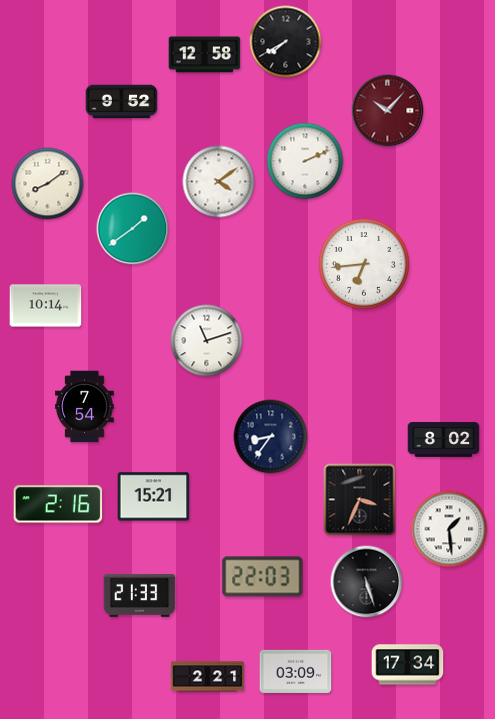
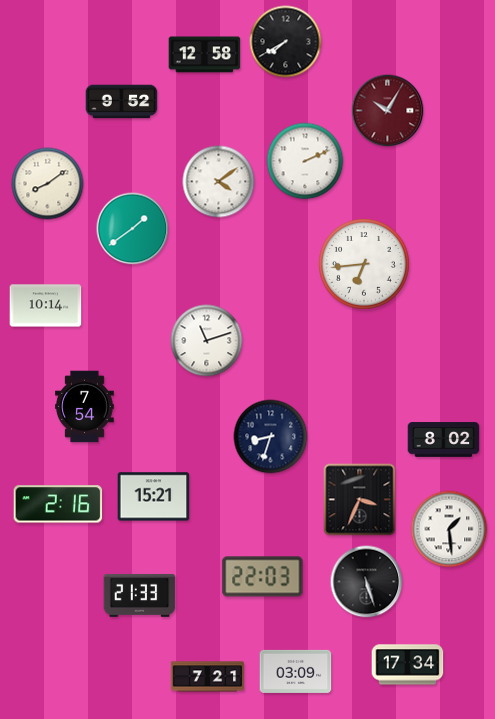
clock at (388, 111): 10:07 -> 10:05
clock at (271, 437): 8:36 -> 8:33
clock at (208, 677): 2:21 -> 7:21
